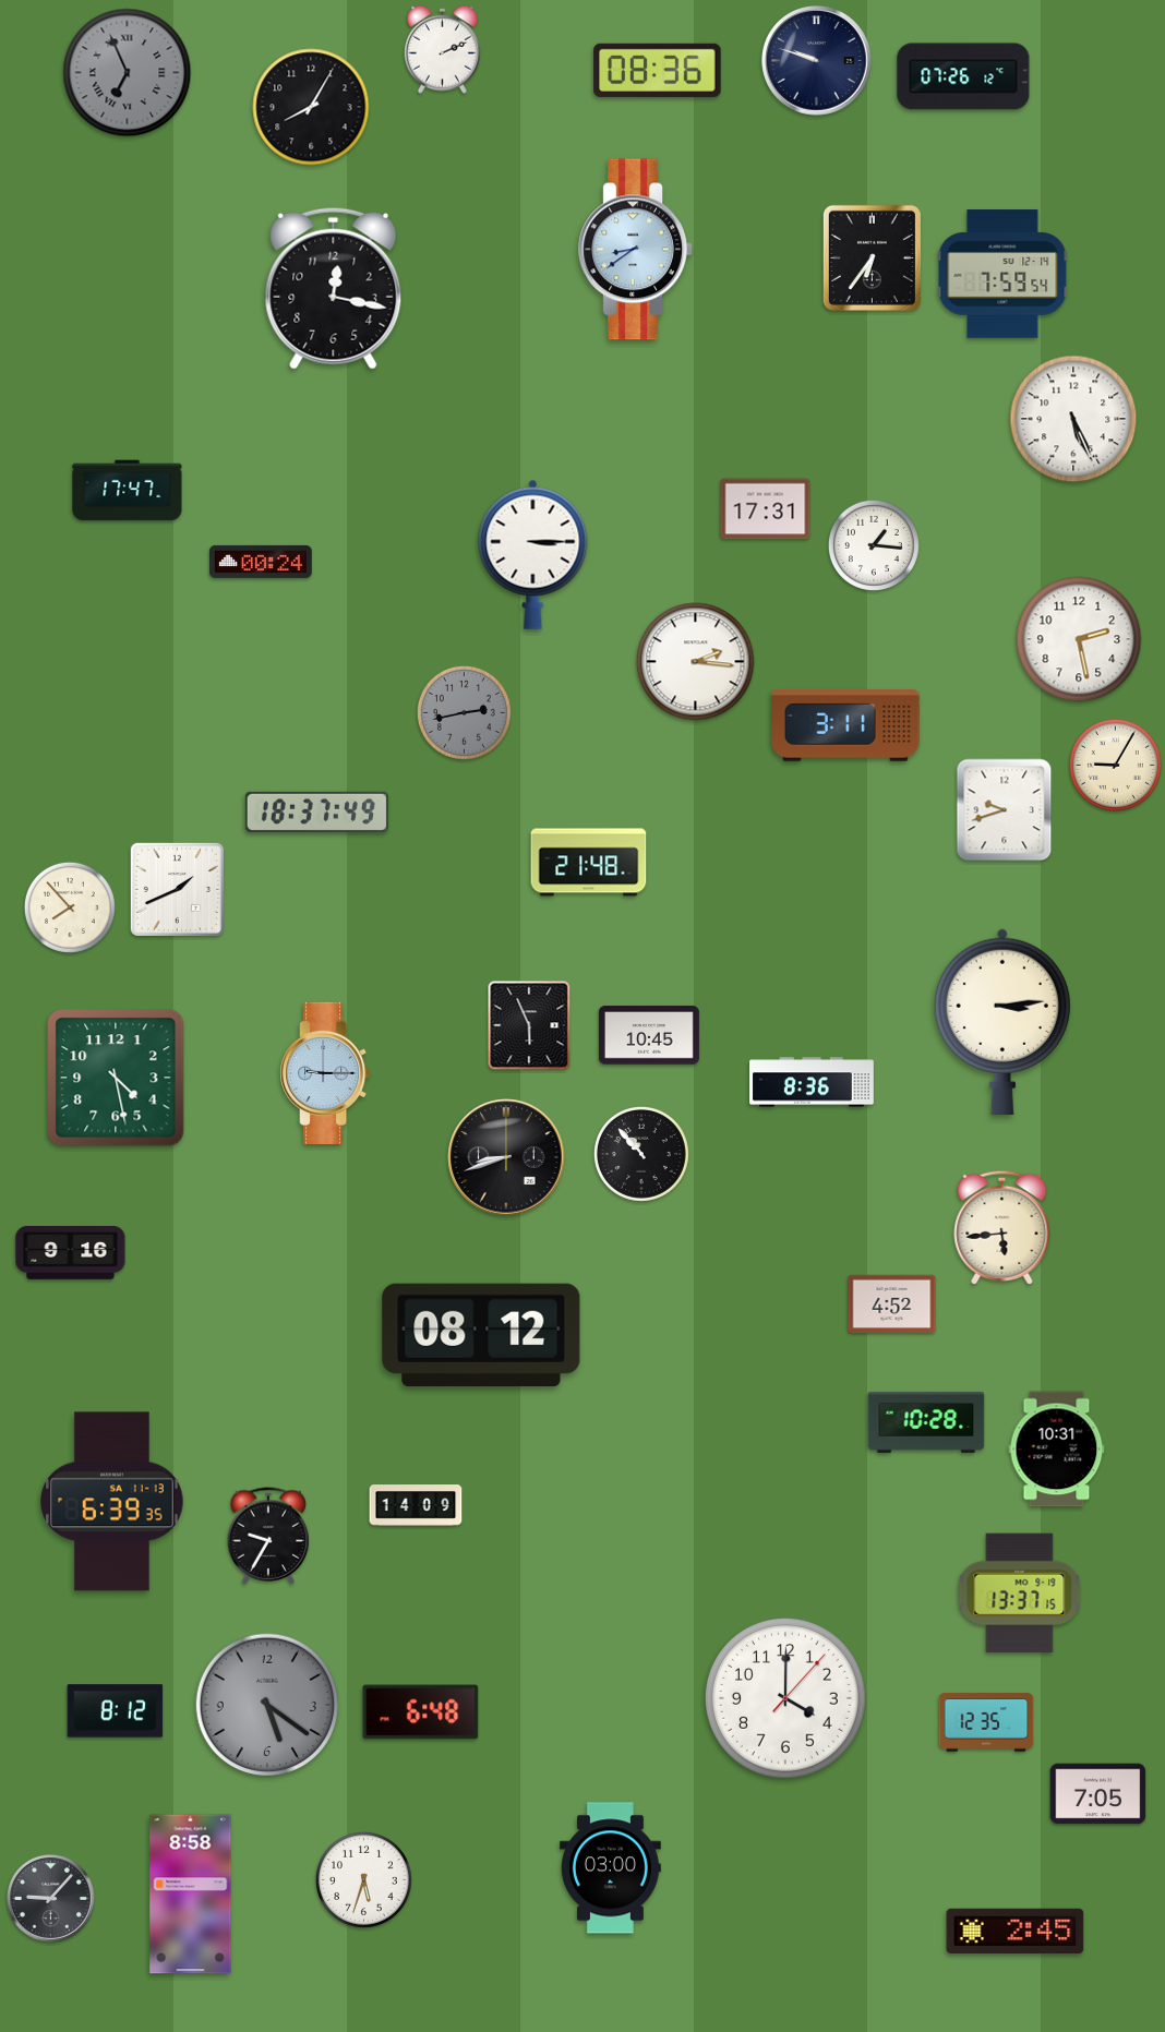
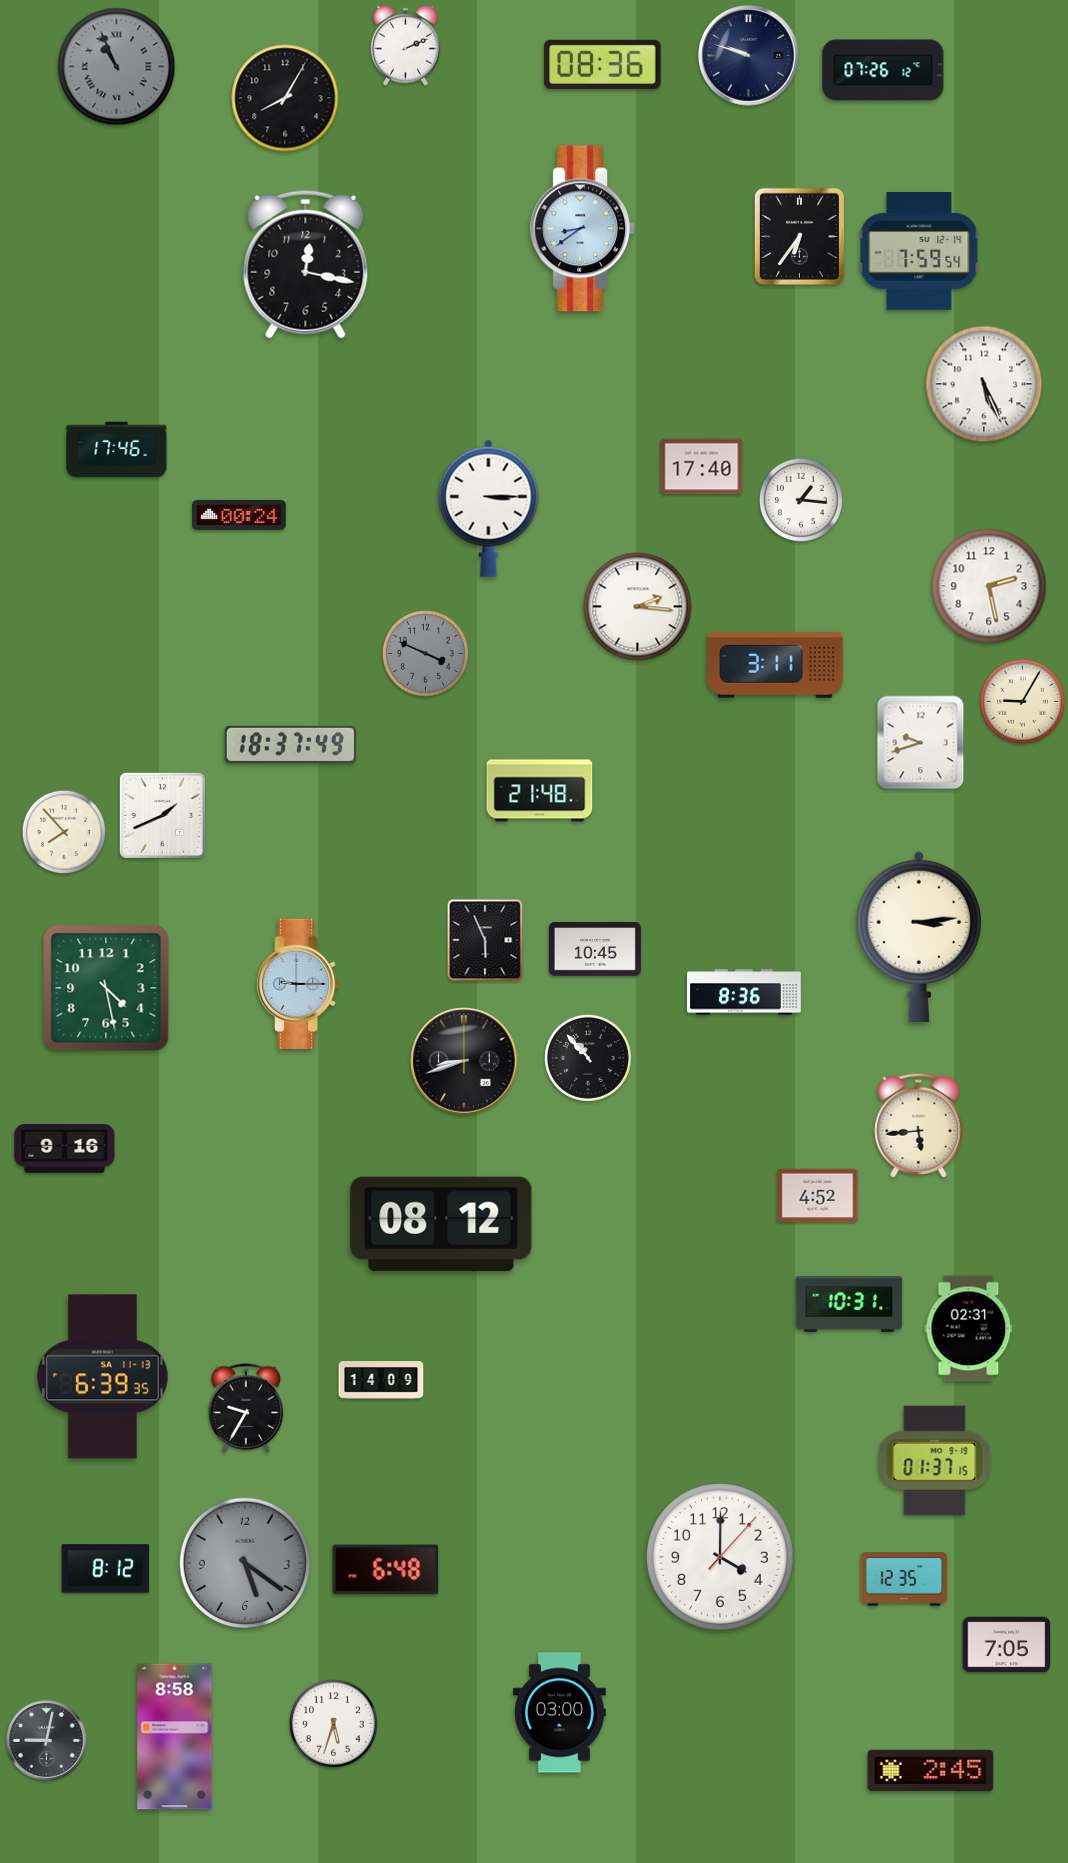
clock at (128, 73): 6:56 -> 10:56
clock at (128, 491): 17:47 -> 17:46
clock at (766, 509): 17:31 -> 17:40
clock at (464, 712): 2:43 -> 3:49
clock at (926, 1422): 10:28 -> 10:31
clock at (1057, 1450): 10:31 -> 02:31
clock at (1020, 1594): 13:37 -> 01:37
clock at (50, 1898): 9:07 -> 9:02
